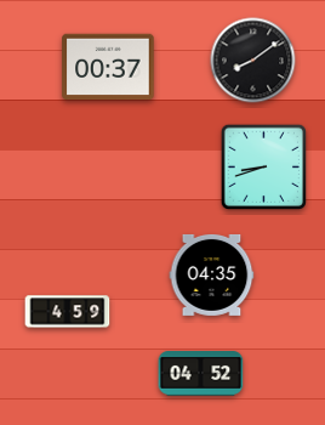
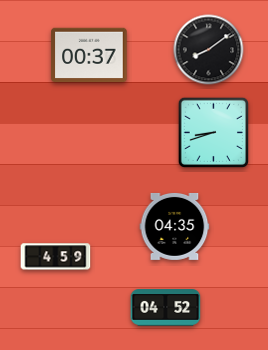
clock at (263, 166) position: (263, 166) -> (213, 132)
